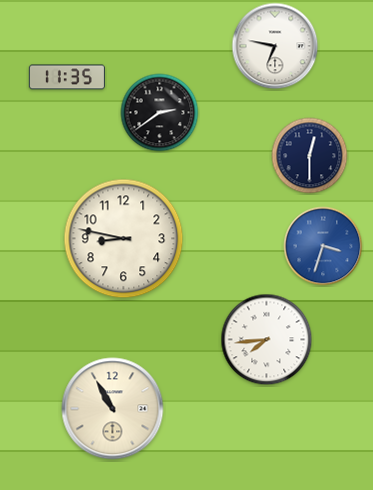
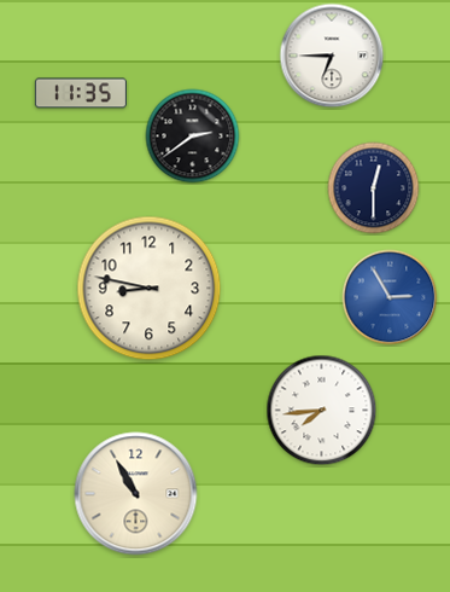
clock at (275, 46): 6:47 -> 6:45
clock at (323, 246): 3:33 -> 2:55
